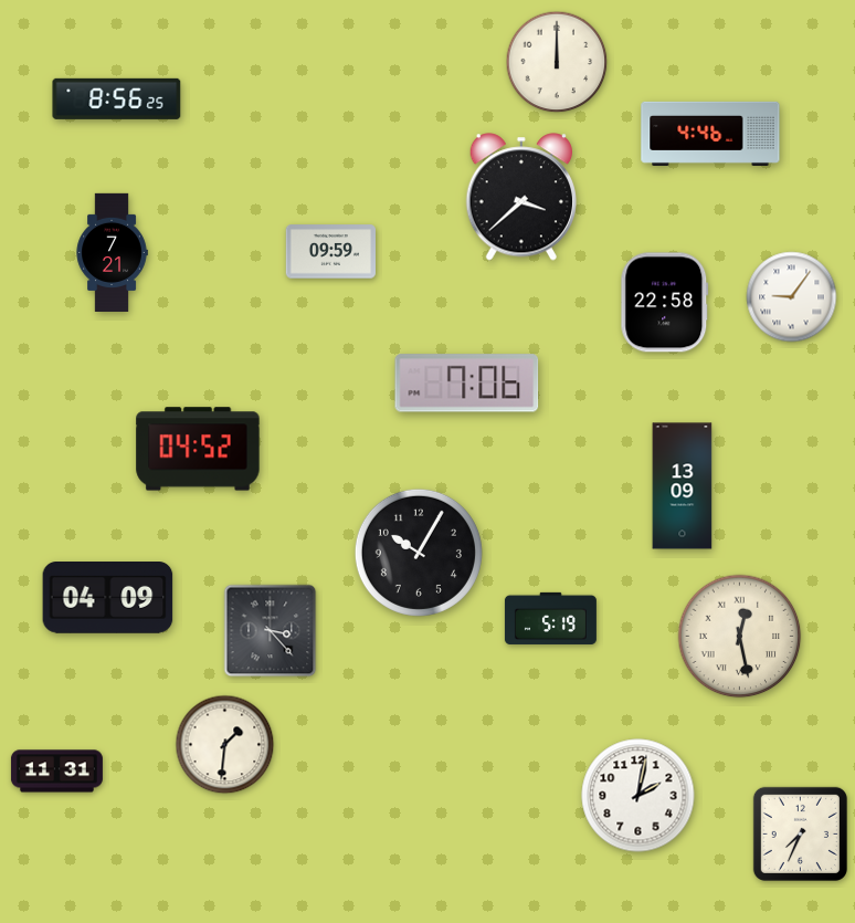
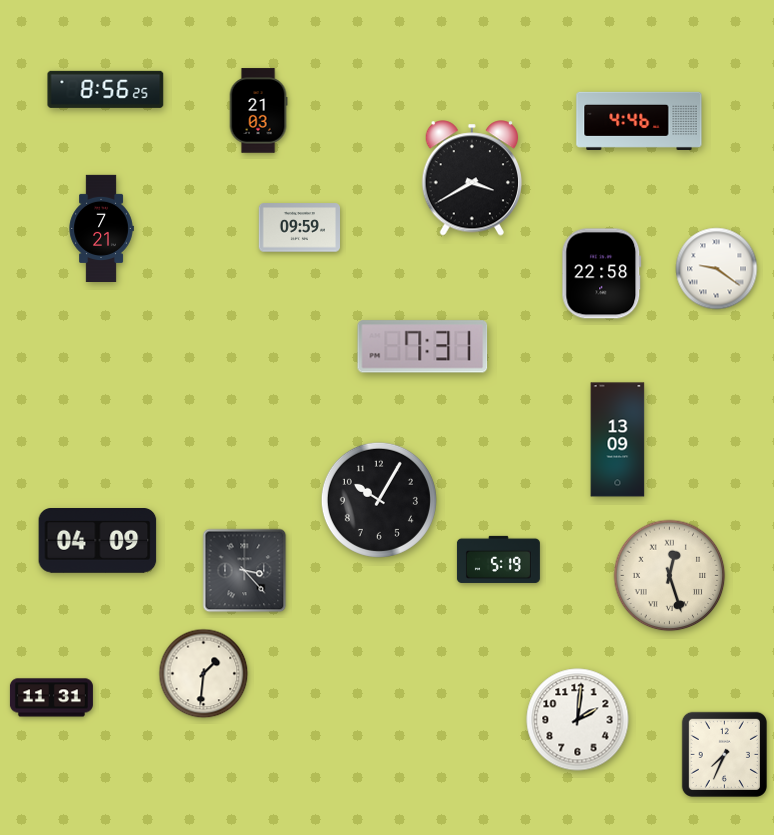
clock at (557, 62): 12:00 -> none
clock at (258, 111): none -> 21:03
clock at (710, 134) position: (710, 134) -> (639, 121)
clock at (521, 197): 3:38 -> 3:40
clock at (792, 297): 9:06 -> 9:21
clock at (467, 384): 7:06 -> 7:31
clock at (198, 449): 04:52 -> none
clock at (740, 637): 12:28 -> 12:27
clock at (638, 796): 2:02 -> 2:01
